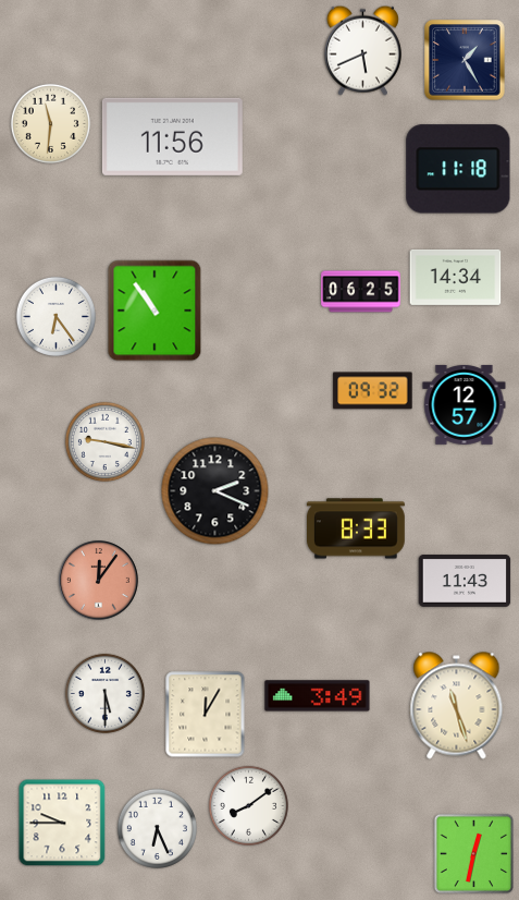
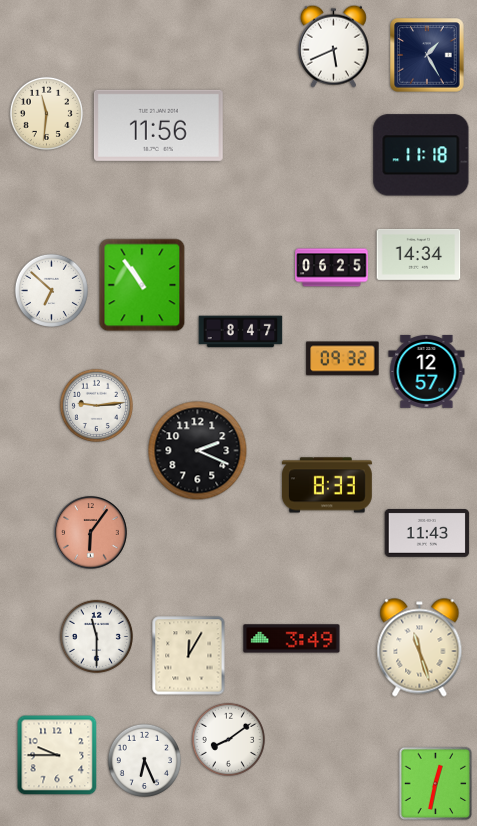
clock at (55, 316): 6:24 -> 6:52
clock at (241, 332): none -> 8:47
clock at (104, 441): 9:17 -> 9:14
clock at (99, 581): 12:06 -> 6:06
clock at (104, 693): 5:30 -> 11:30
